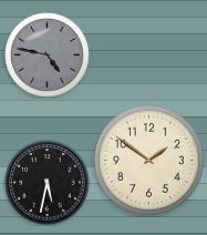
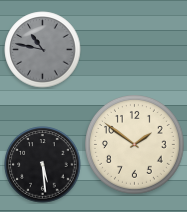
clock at (48, 55): 4:47 -> 10:47
clock at (48, 183): 5:32 -> 5:29
